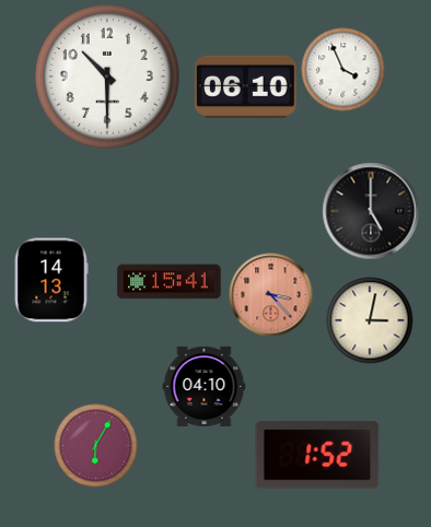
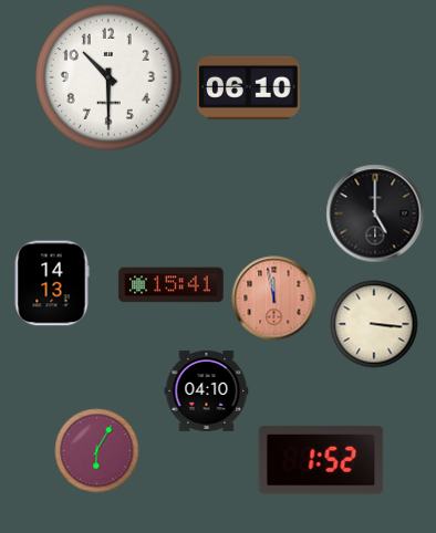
clock at (343, 70): 3:56 -> none
clock at (271, 295): 3:23 -> 11:58
clock at (370, 320): 3:02 -> 3:16
